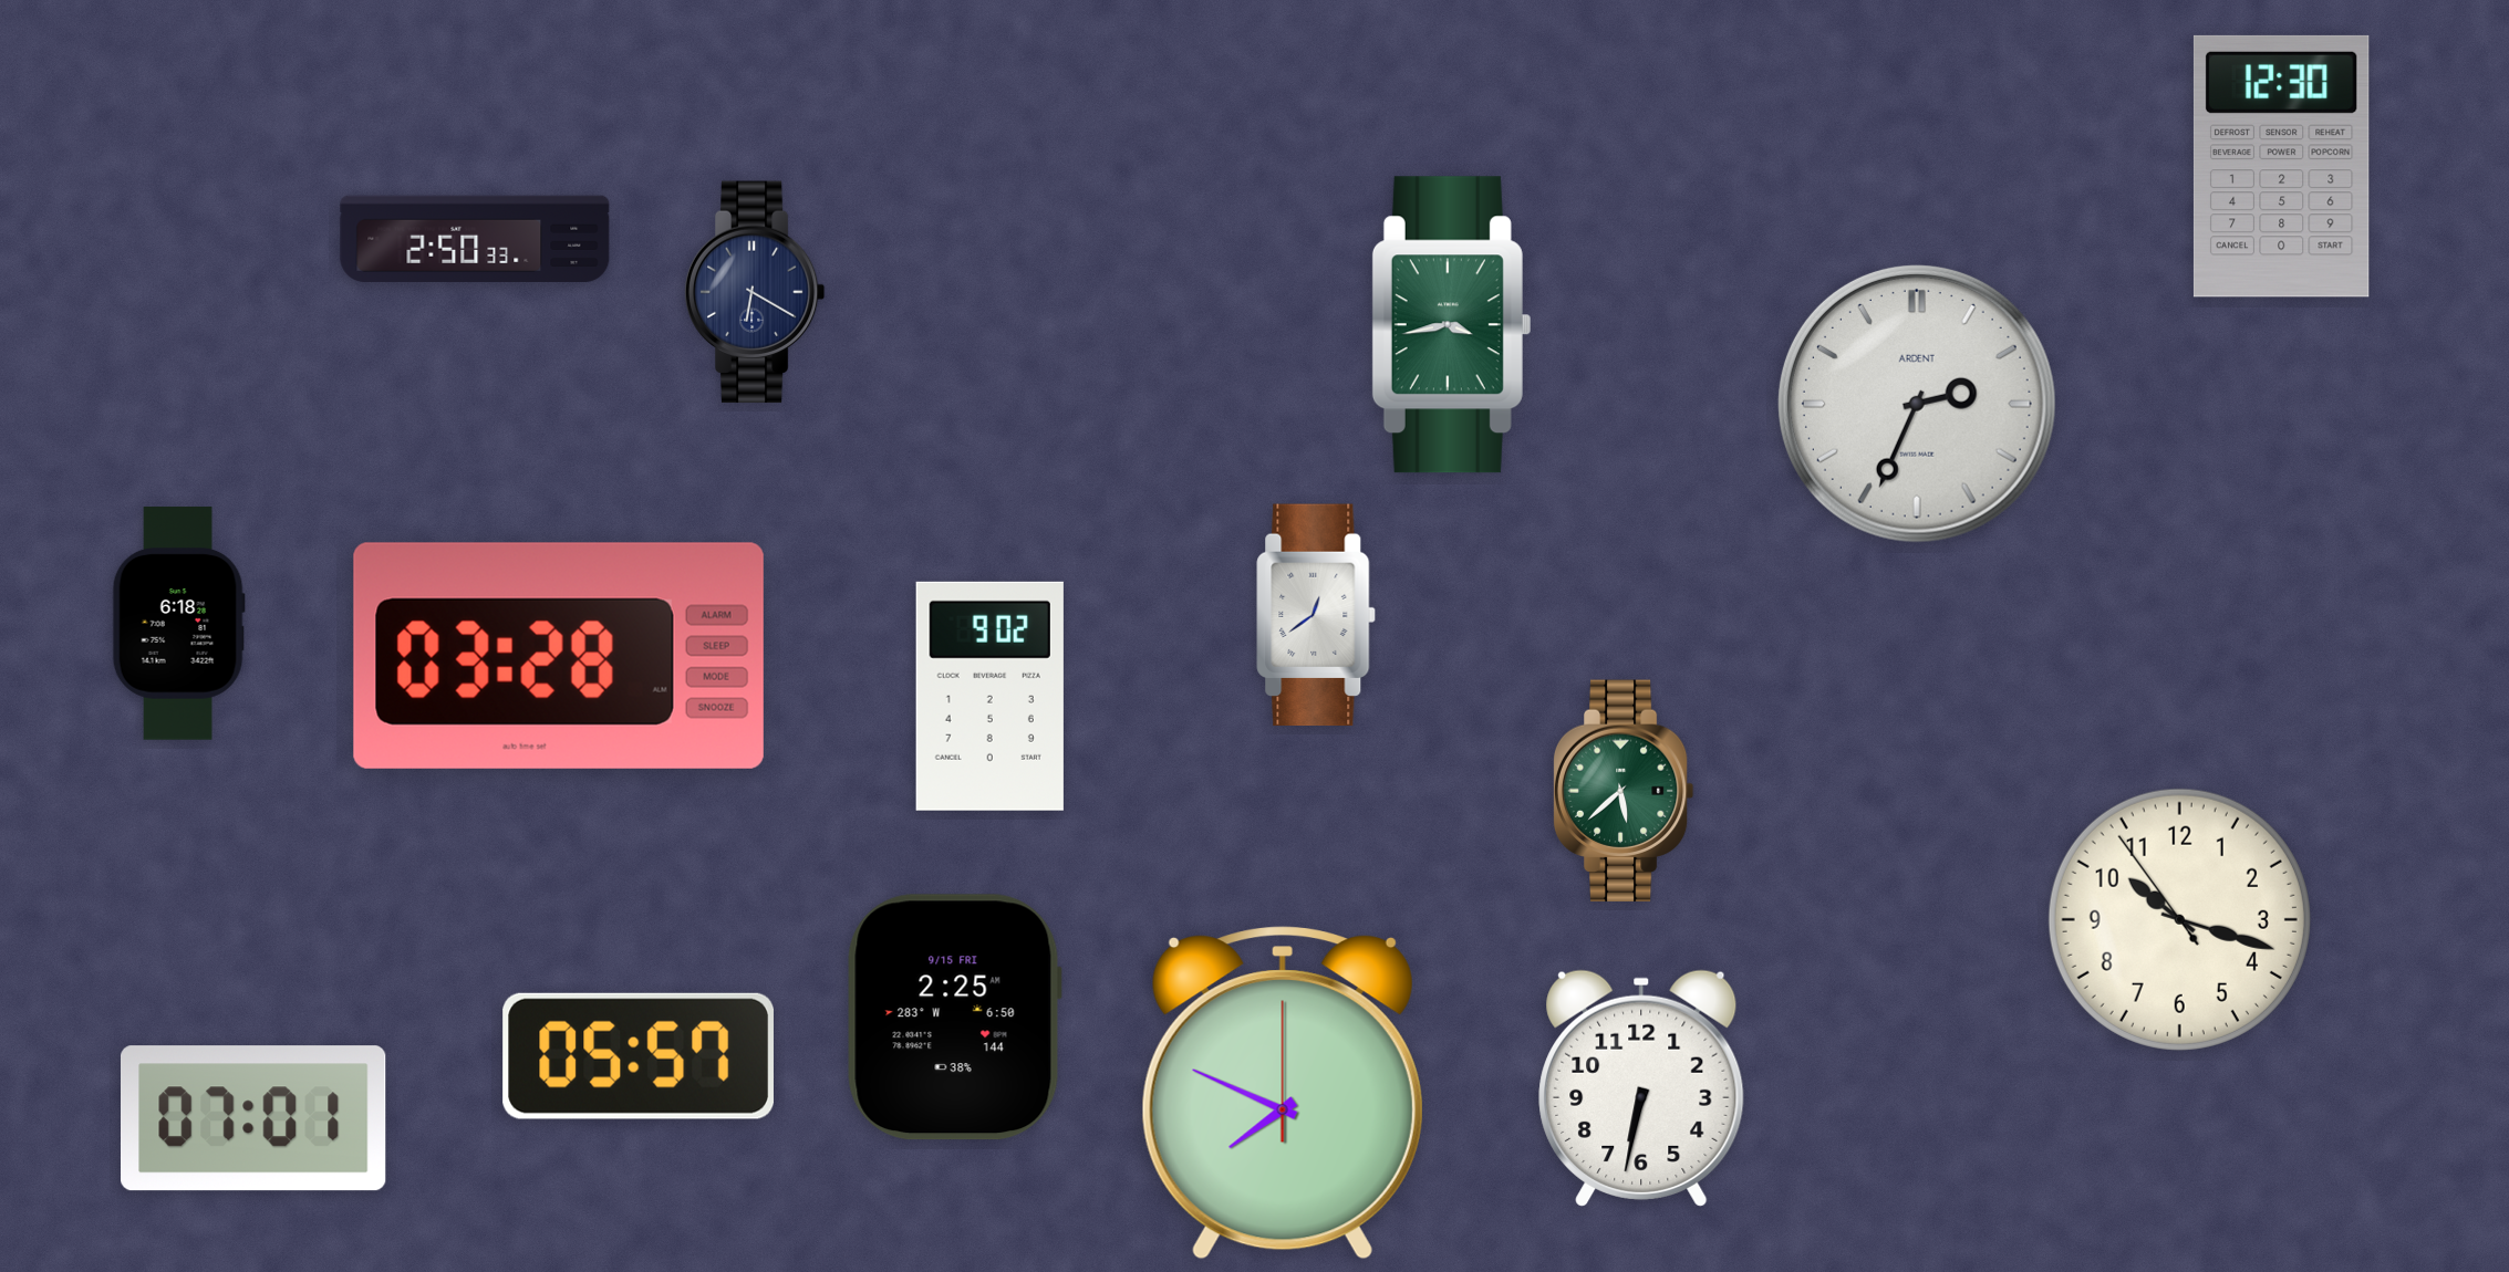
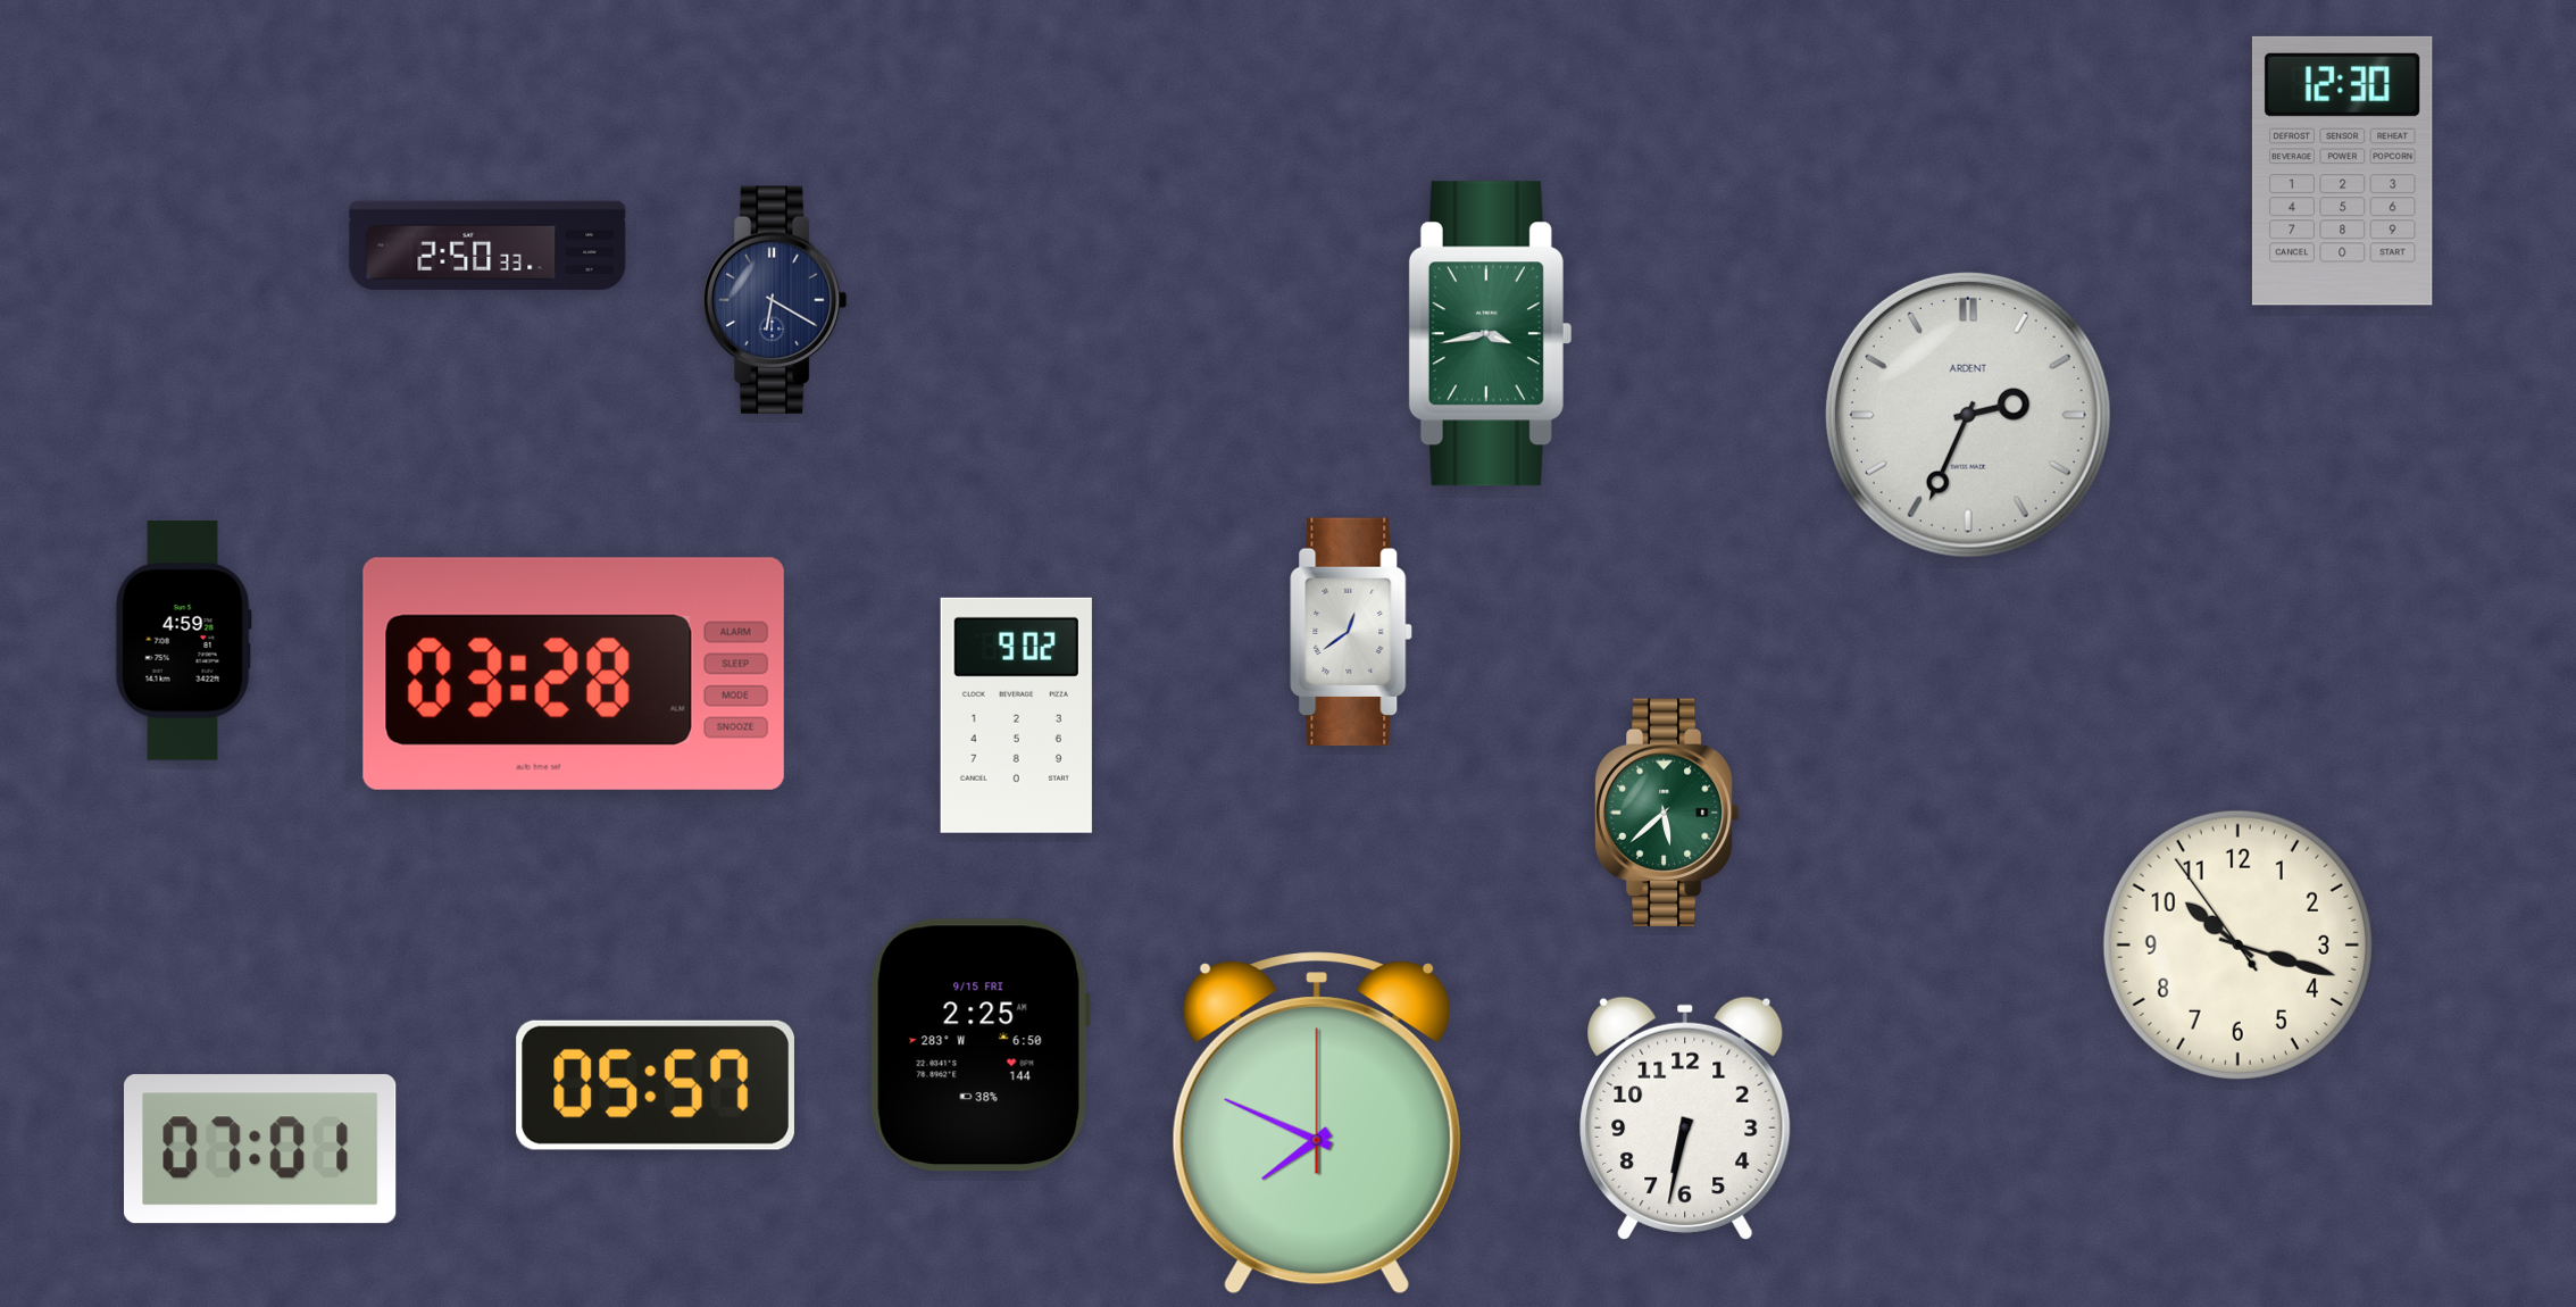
clock at (178, 624): 6:18 -> 4:59
